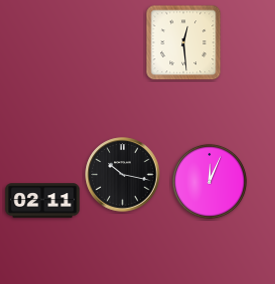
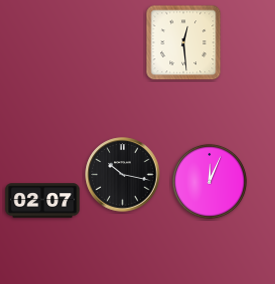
clock at (43, 201): 02:11 -> 02:07
